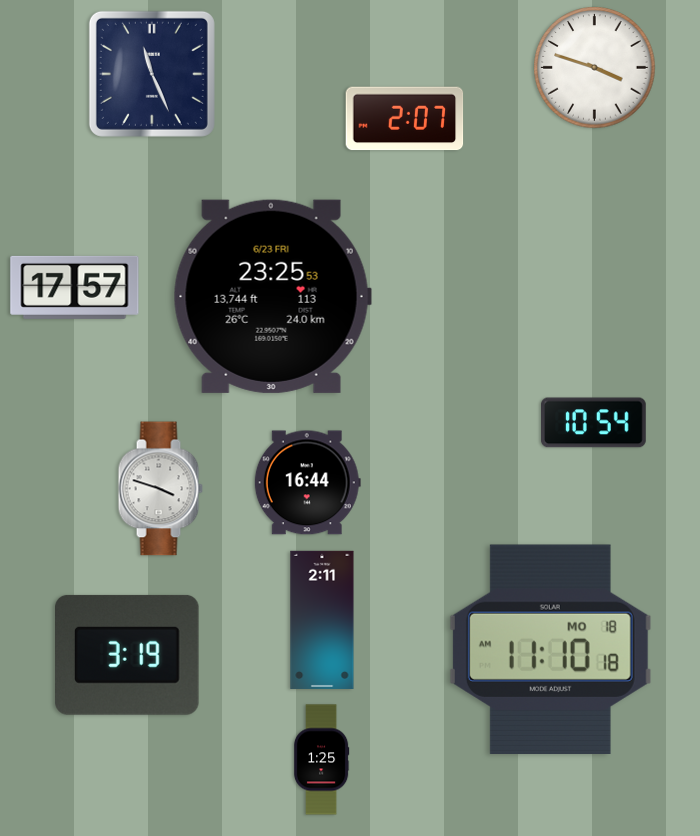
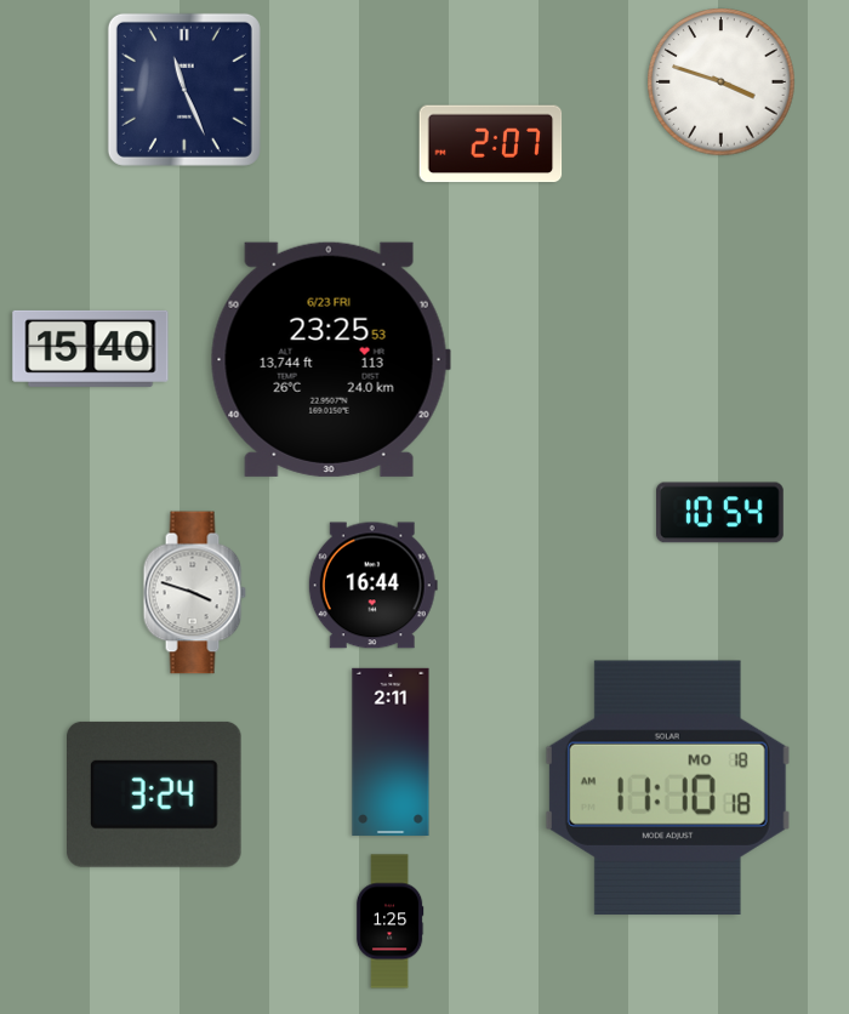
clock at (75, 287): 17:57 -> 15:40
clock at (128, 655): 3:19 -> 3:24
